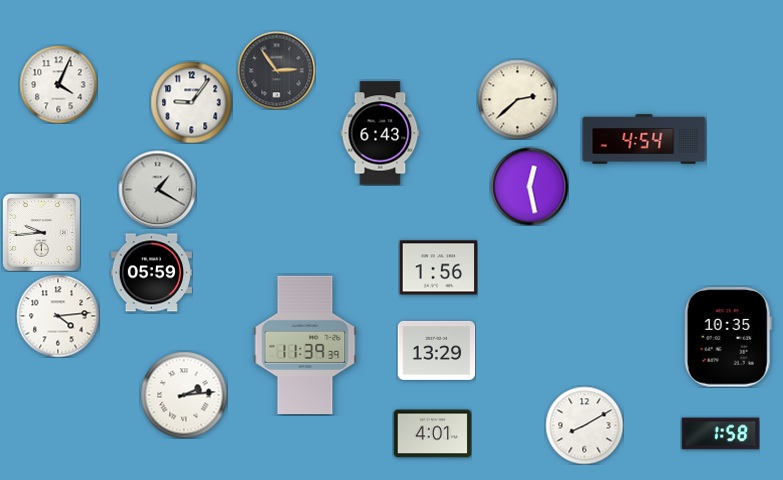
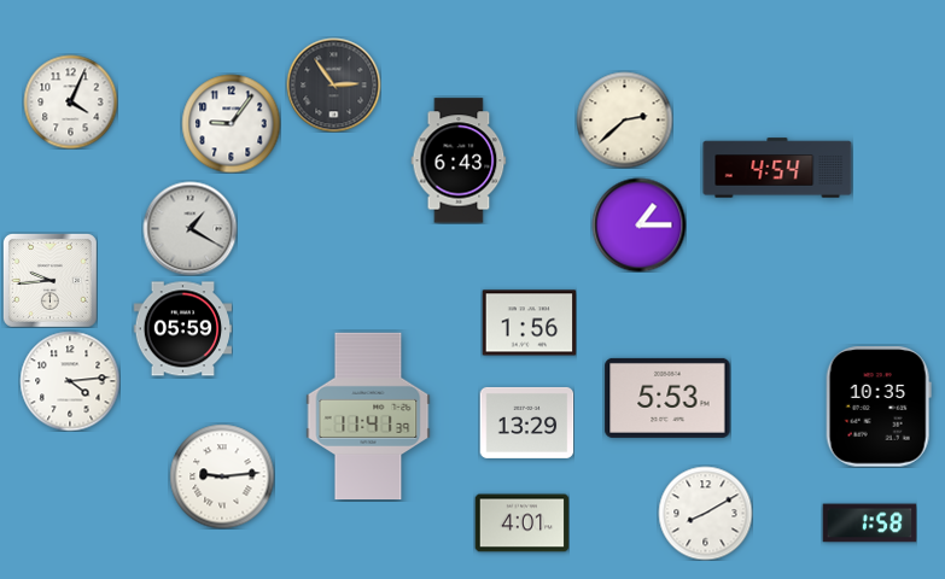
clock at (529, 186): 12:28 -> 1:15
clock at (667, 398): none -> 5:53
clock at (305, 345): 11:39 -> 11:41
clock at (184, 395): 2:14 -> 9:14
